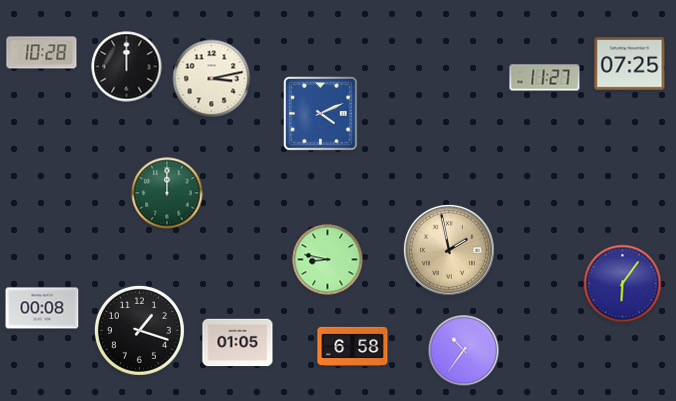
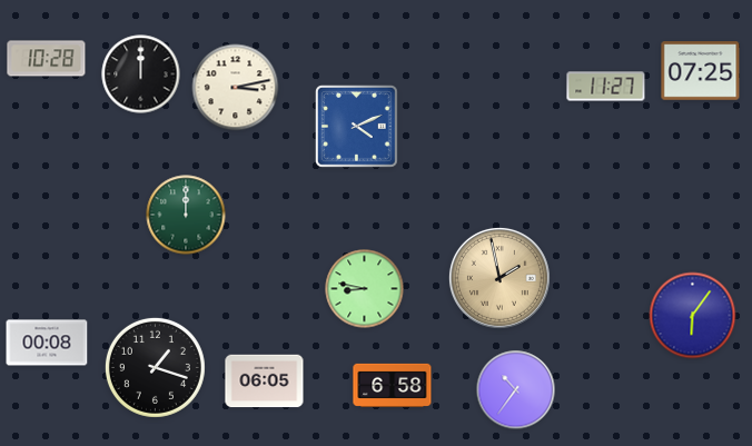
clock at (238, 343): 01:05 -> 06:05
